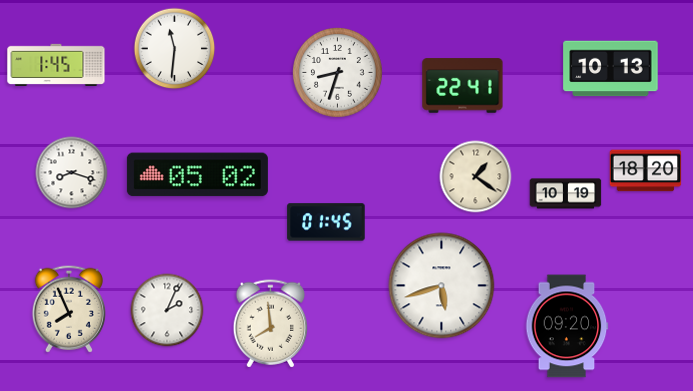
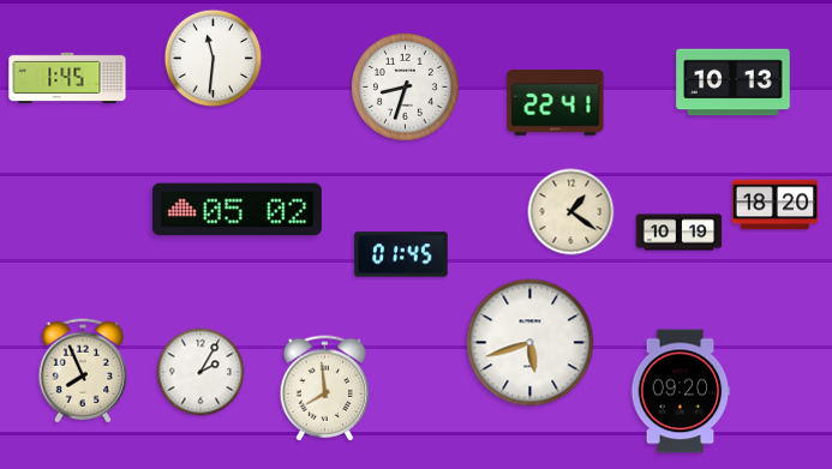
clock at (175, 49) position: (175, 49) -> (214, 59)
clock at (72, 173): 8:18 -> none
clock at (326, 222) position: (326, 222) -> (401, 254)
clock at (167, 310): 2:04 -> 2:05
